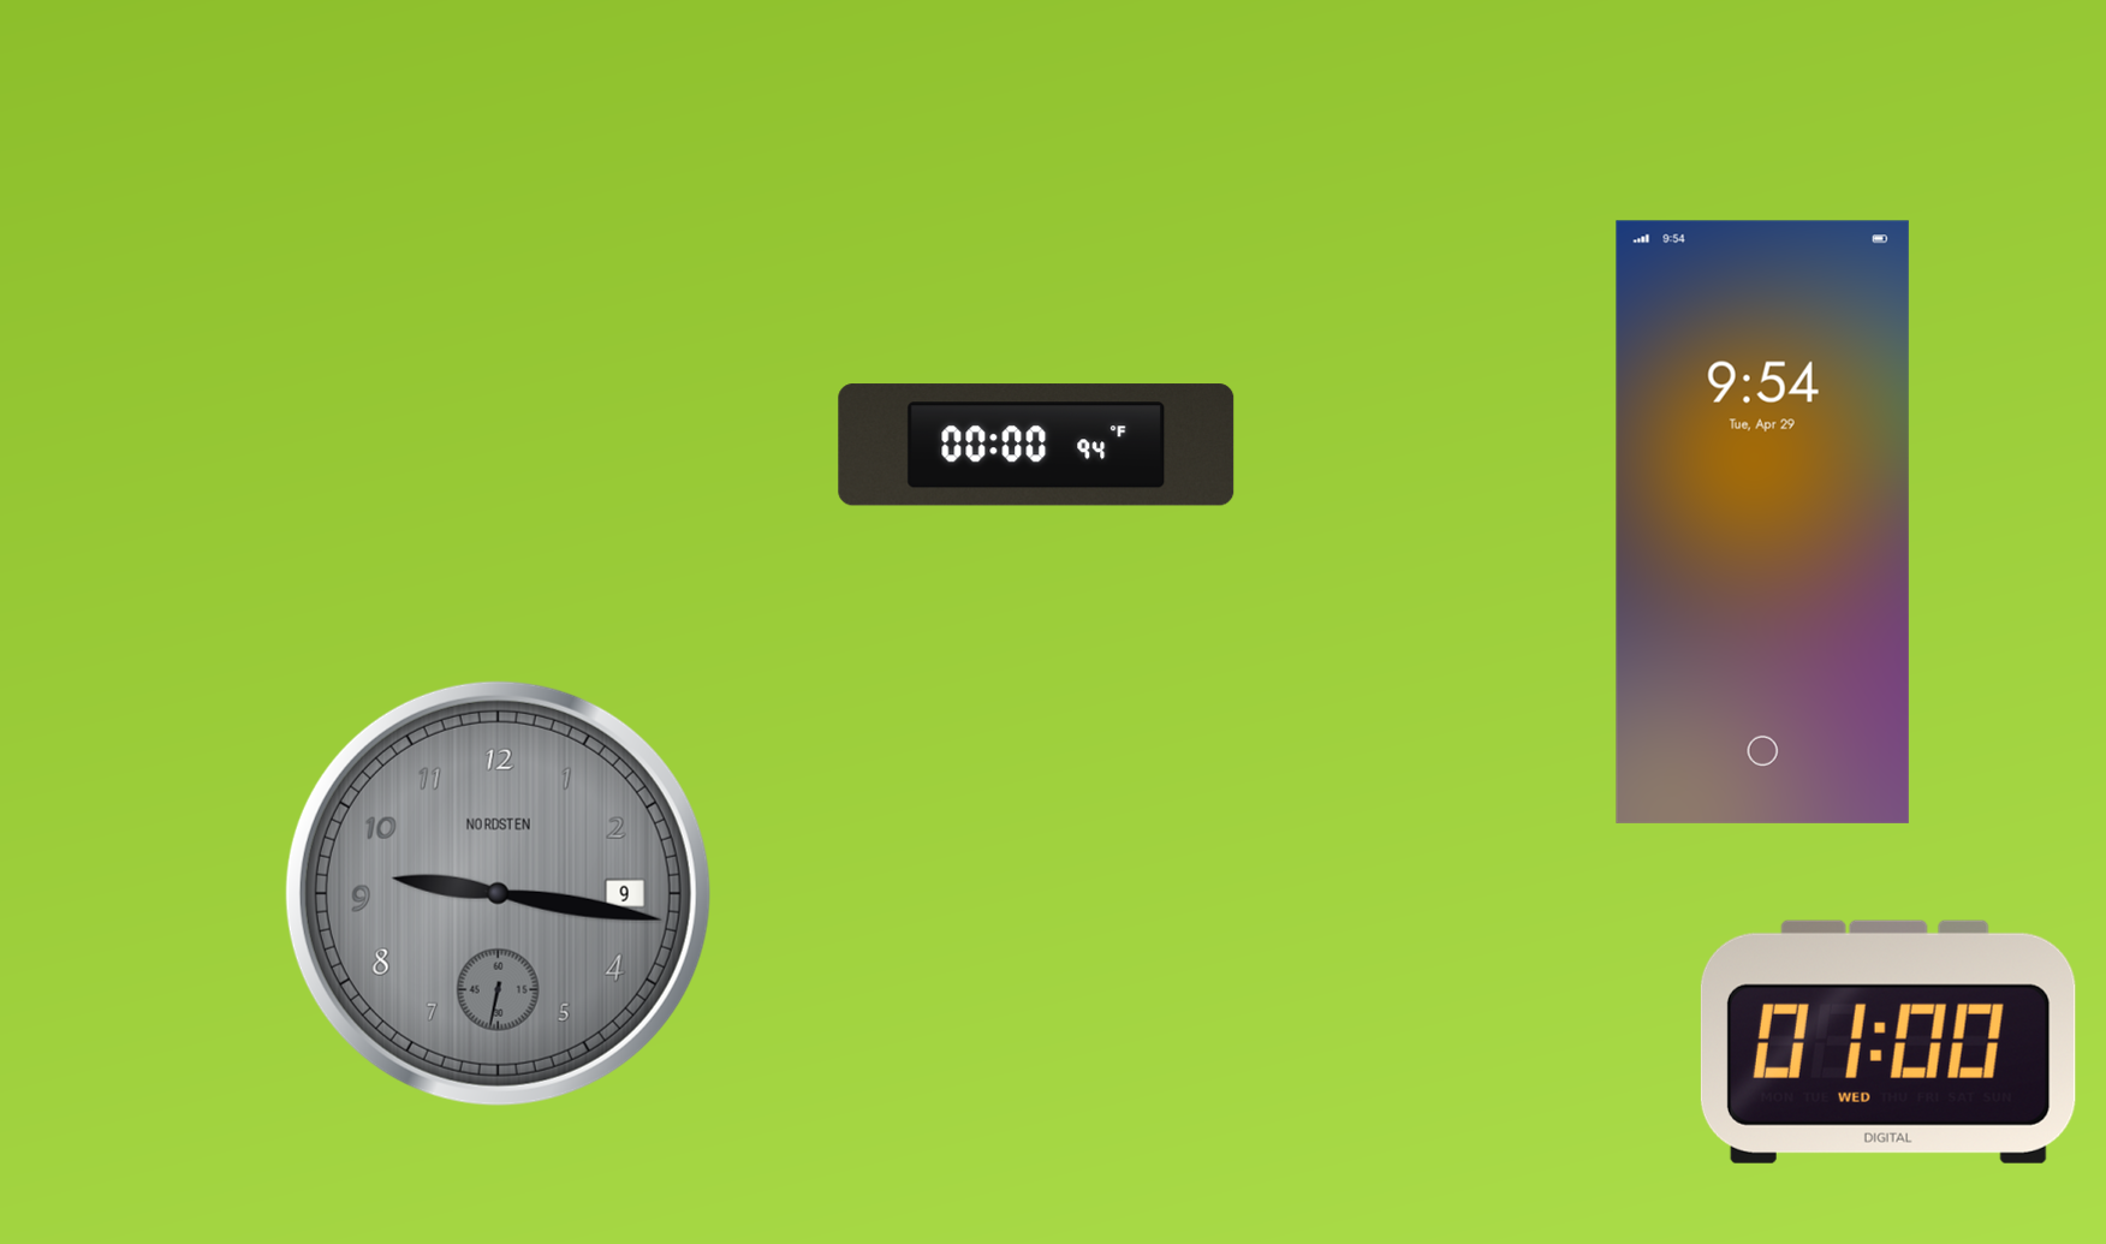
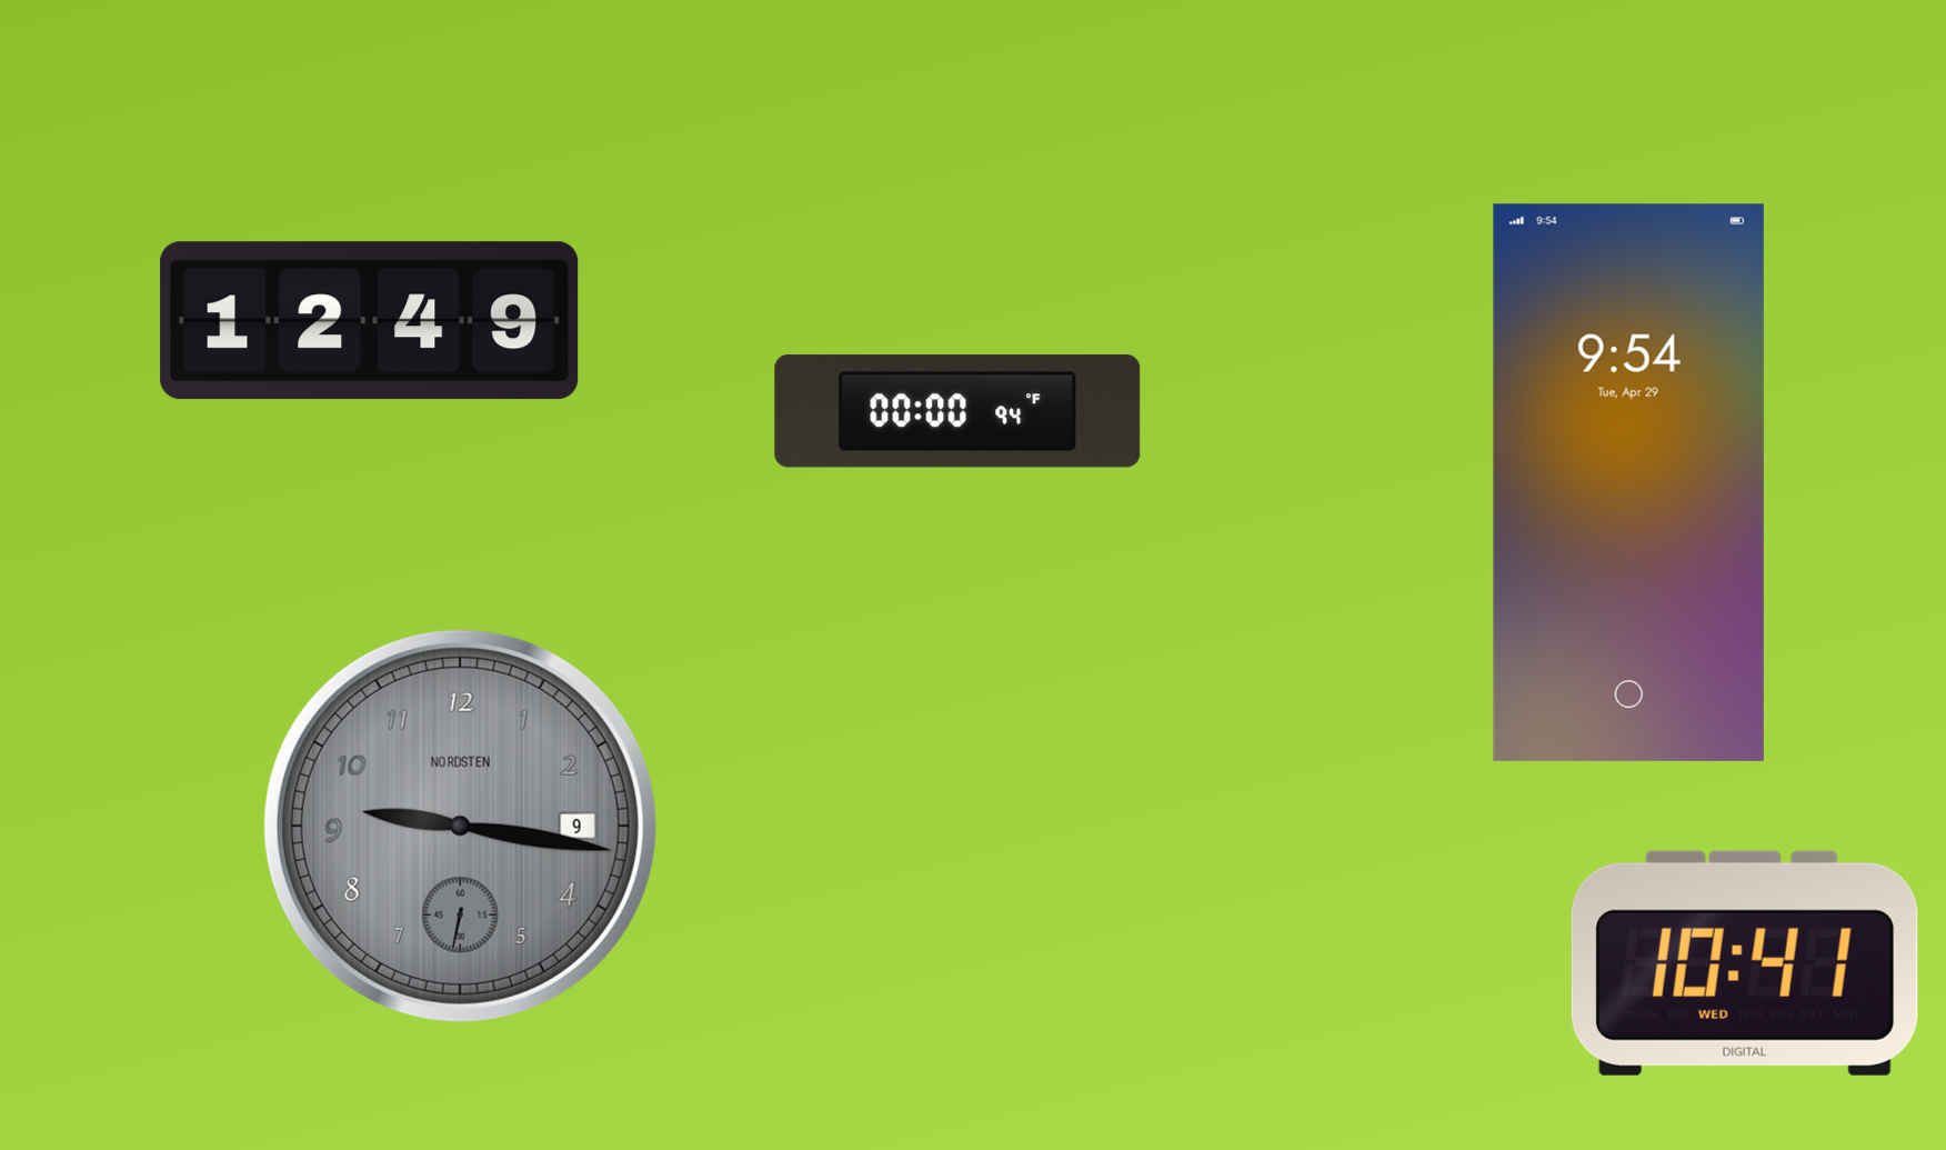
clock at (370, 321): none -> 12:49
clock at (1888, 1042): 01:00 -> 10:41
